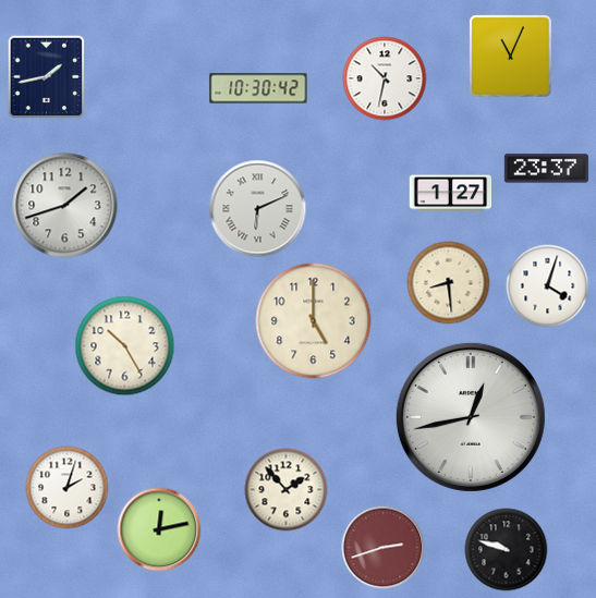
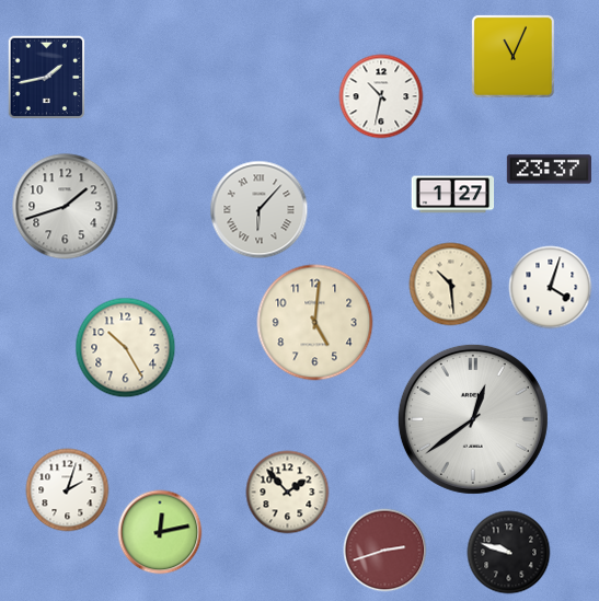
clock at (385, 78) position: (385, 78) -> (381, 96)
clock at (258, 88): 10:30 -> none
clock at (258, 209): 6:11 -> 6:07
clock at (449, 283): 8:29 -> 10:29
clock at (314, 321): 5:00 -> 5:01
clock at (471, 417): 12:43 -> 12:39
